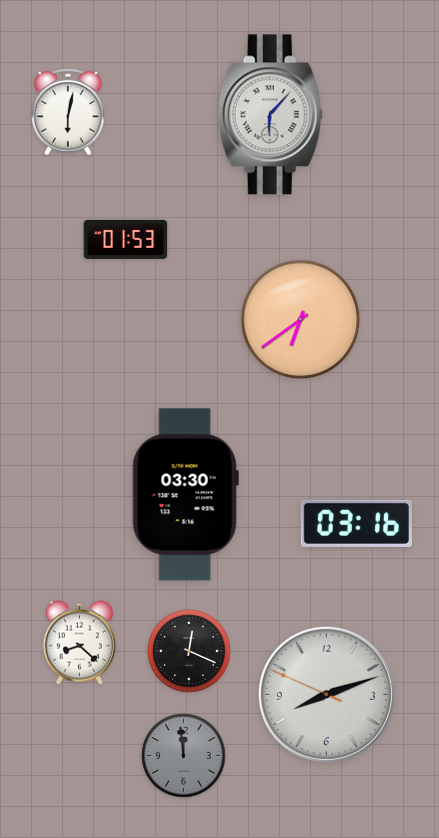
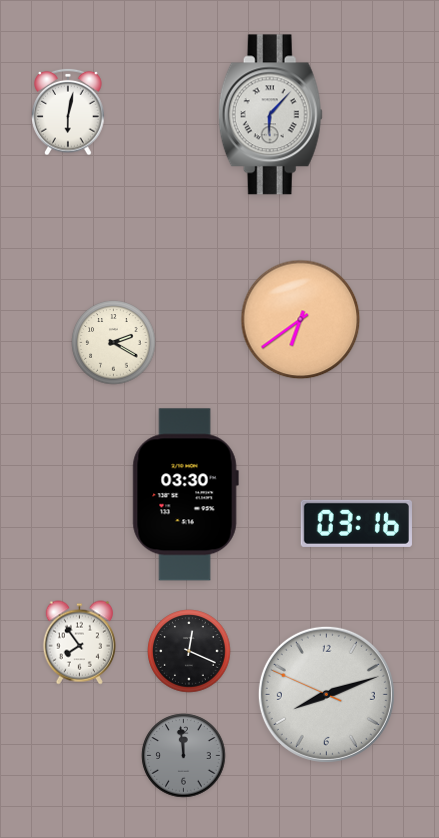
clock at (126, 239): 01:53 -> none
clock at (114, 343): none -> 2:20
clock at (79, 643): 8:22 -> 7:54
